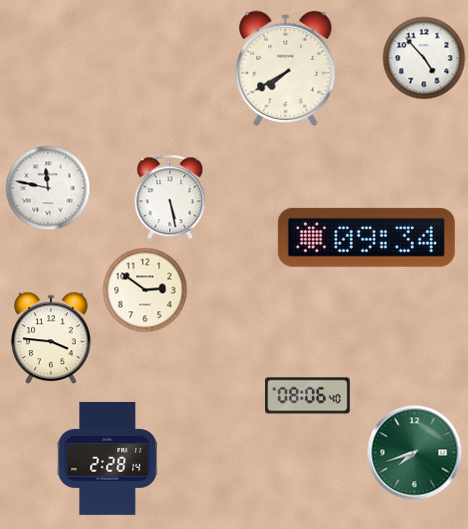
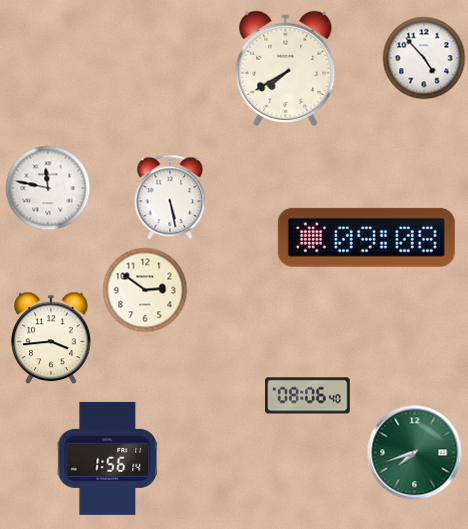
clock at (366, 237): 09:34 -> 09:08
clock at (51, 338): 3:46 -> 3:44
clock at (108, 458): 2:28 -> 1:56
